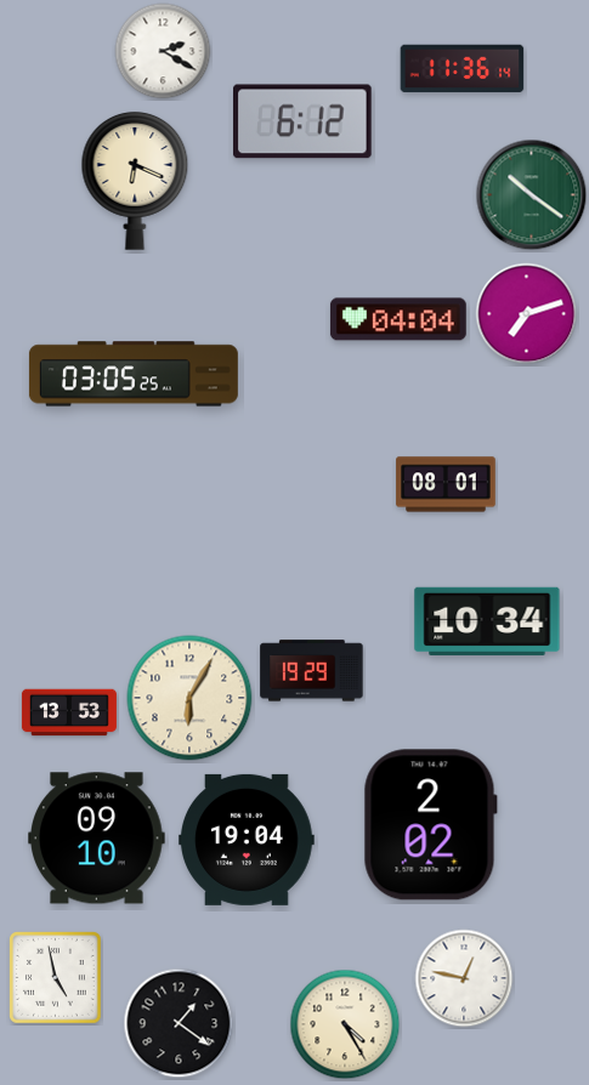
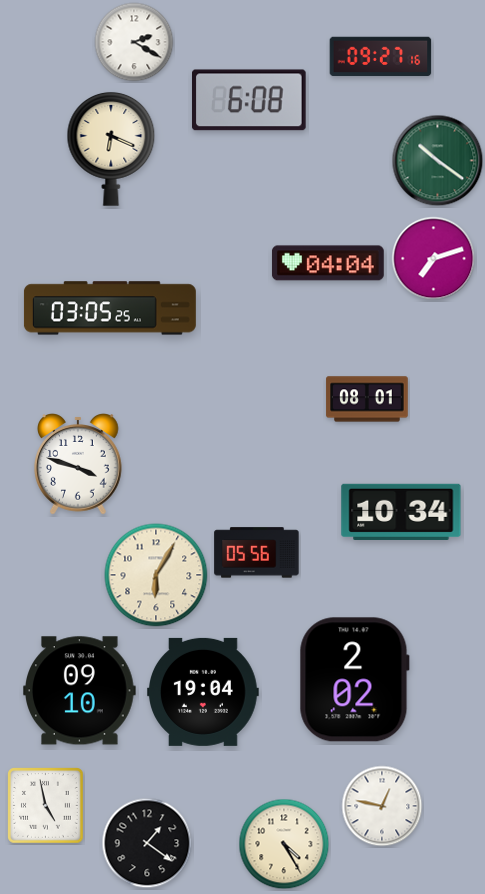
clock at (463, 69): 11:36 -> 09:27
clock at (304, 121): 6:12 -> 6:08
clock at (79, 464): none -> 3:48
clock at (312, 671): 19:29 -> 05:56
clock at (69, 712): 13:53 -> none
